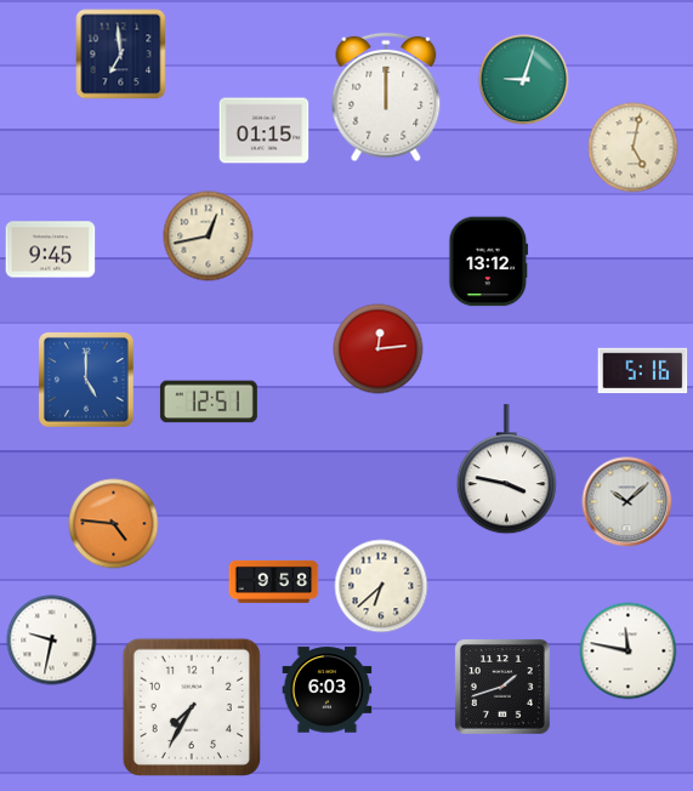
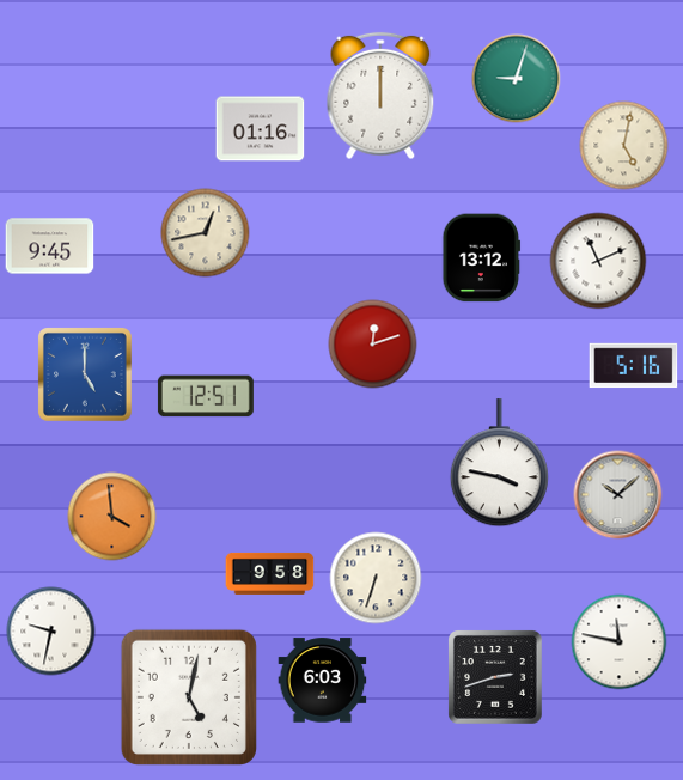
clock at (121, 55): 6:59 -> none
clock at (265, 131): 01:15 -> 01:16
clock at (598, 261): none -> 11:11
clock at (379, 349): 12:14 -> 12:12
clock at (114, 524): 4:46 -> 3:59
clock at (381, 586): 6:38 -> 6:33
clock at (504, 688): 1:42 -> 2:42
clock at (192, 707): 7:35 -> 5:02
